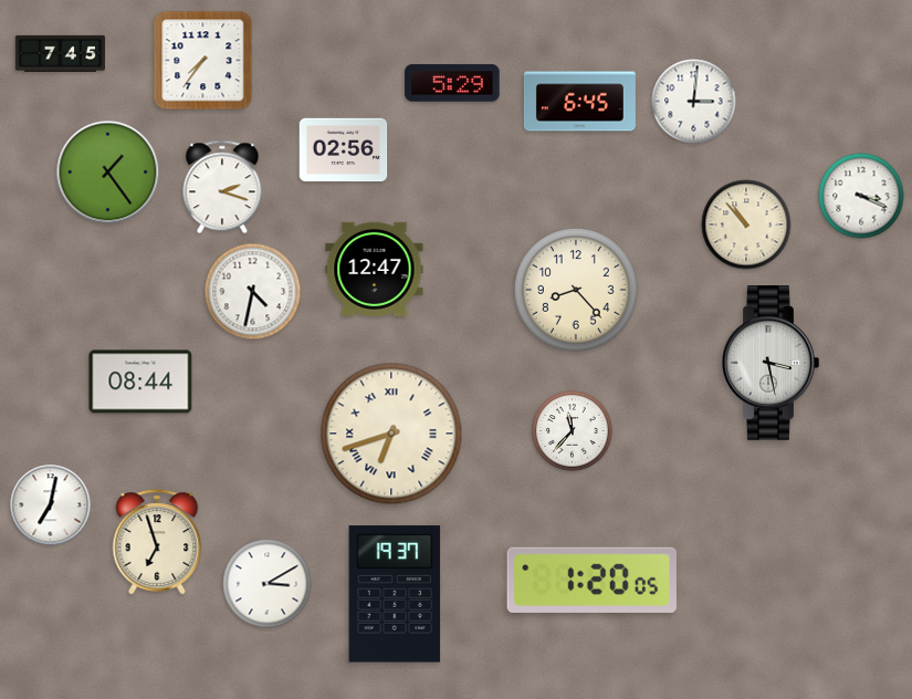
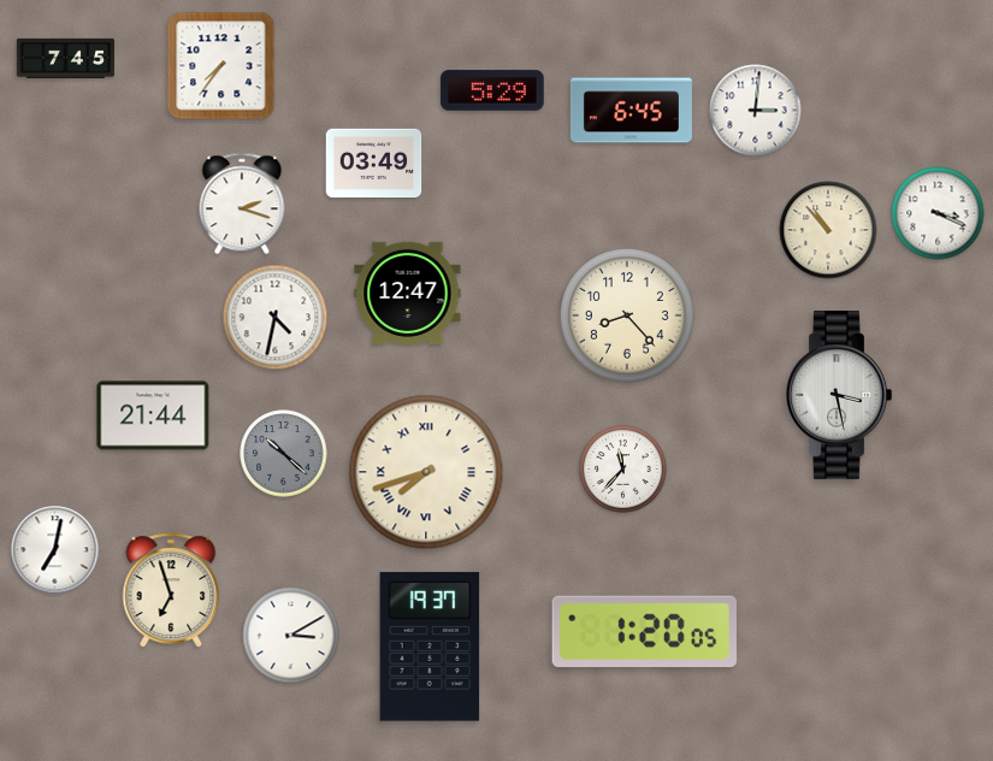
clock at (344, 150): 02:56 -> 03:49
clock at (108, 173): 1:24 -> none
clock at (746, 225) position: (746, 225) -> (828, 230)
clock at (140, 382): 08:44 -> 21:44
clock at (284, 454): none -> 10:22
clock at (391, 434): 6:42 -> 7:42
